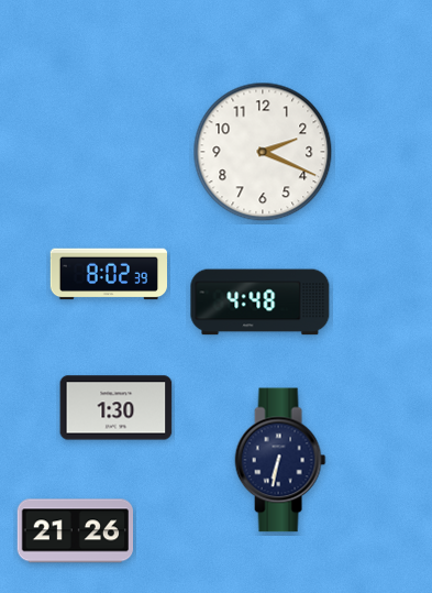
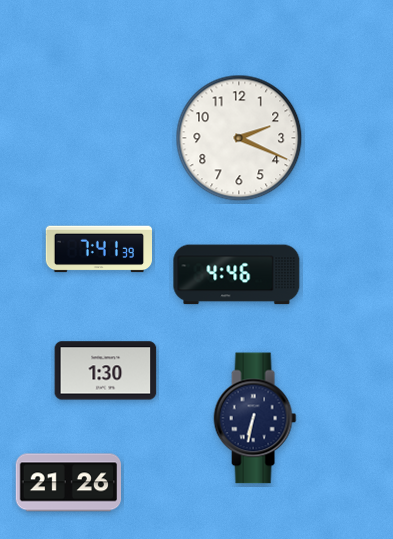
clock at (108, 274): 8:02 -> 7:41
clock at (261, 303): 4:48 -> 4:46
